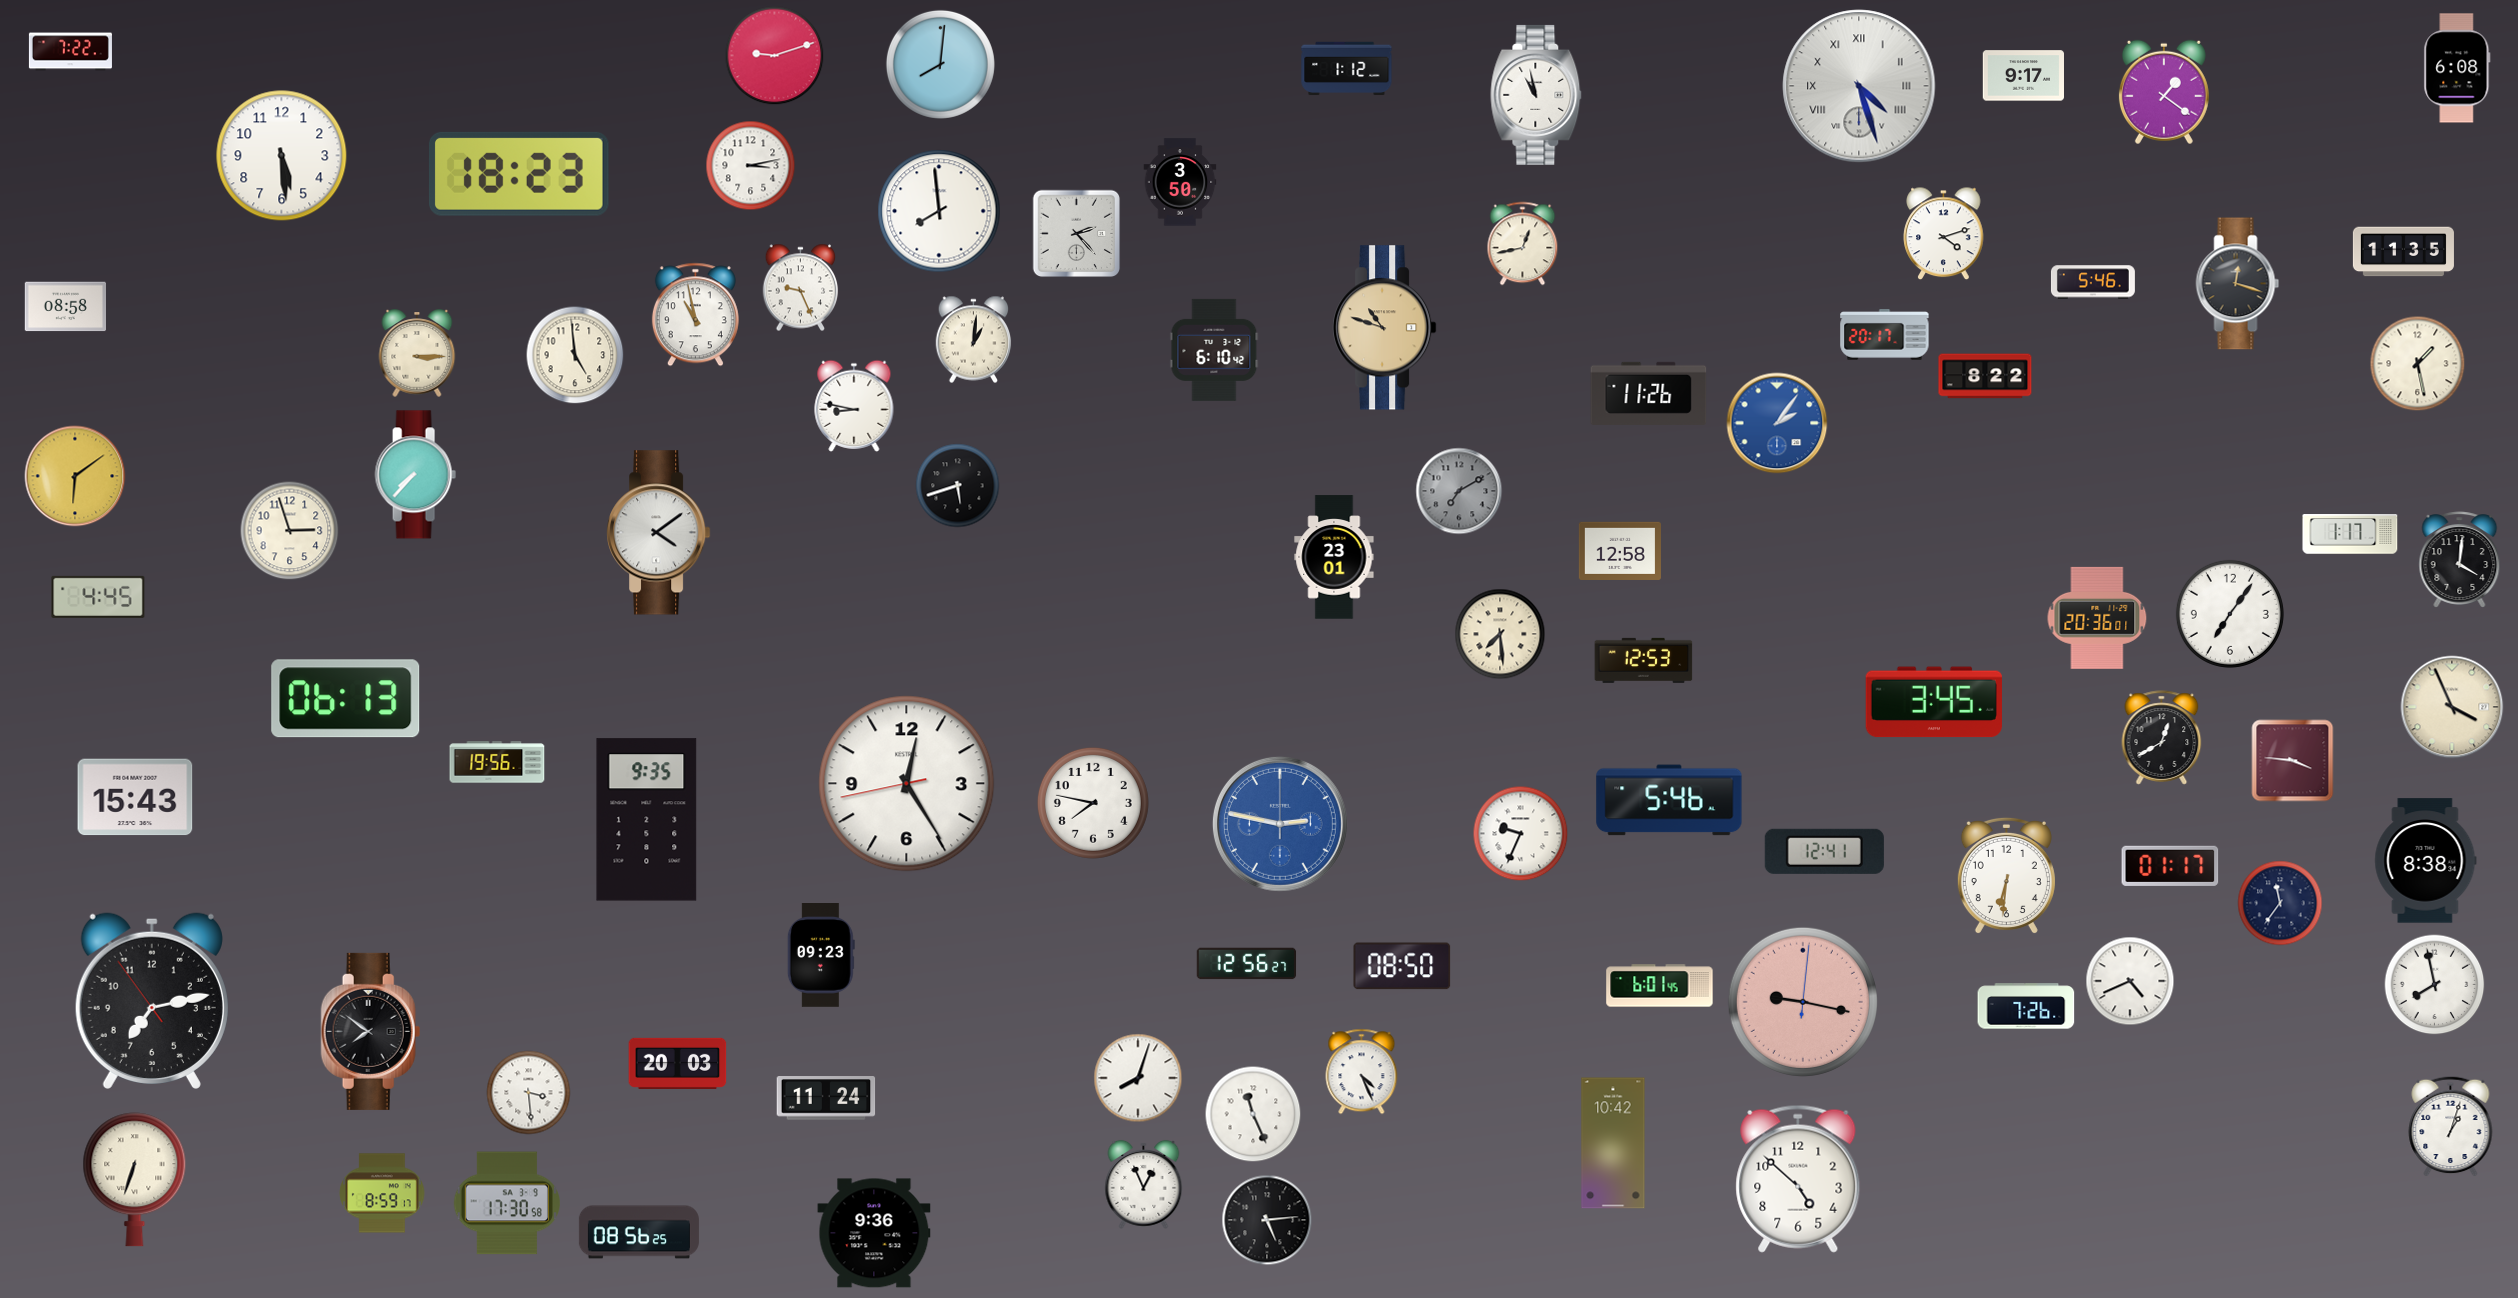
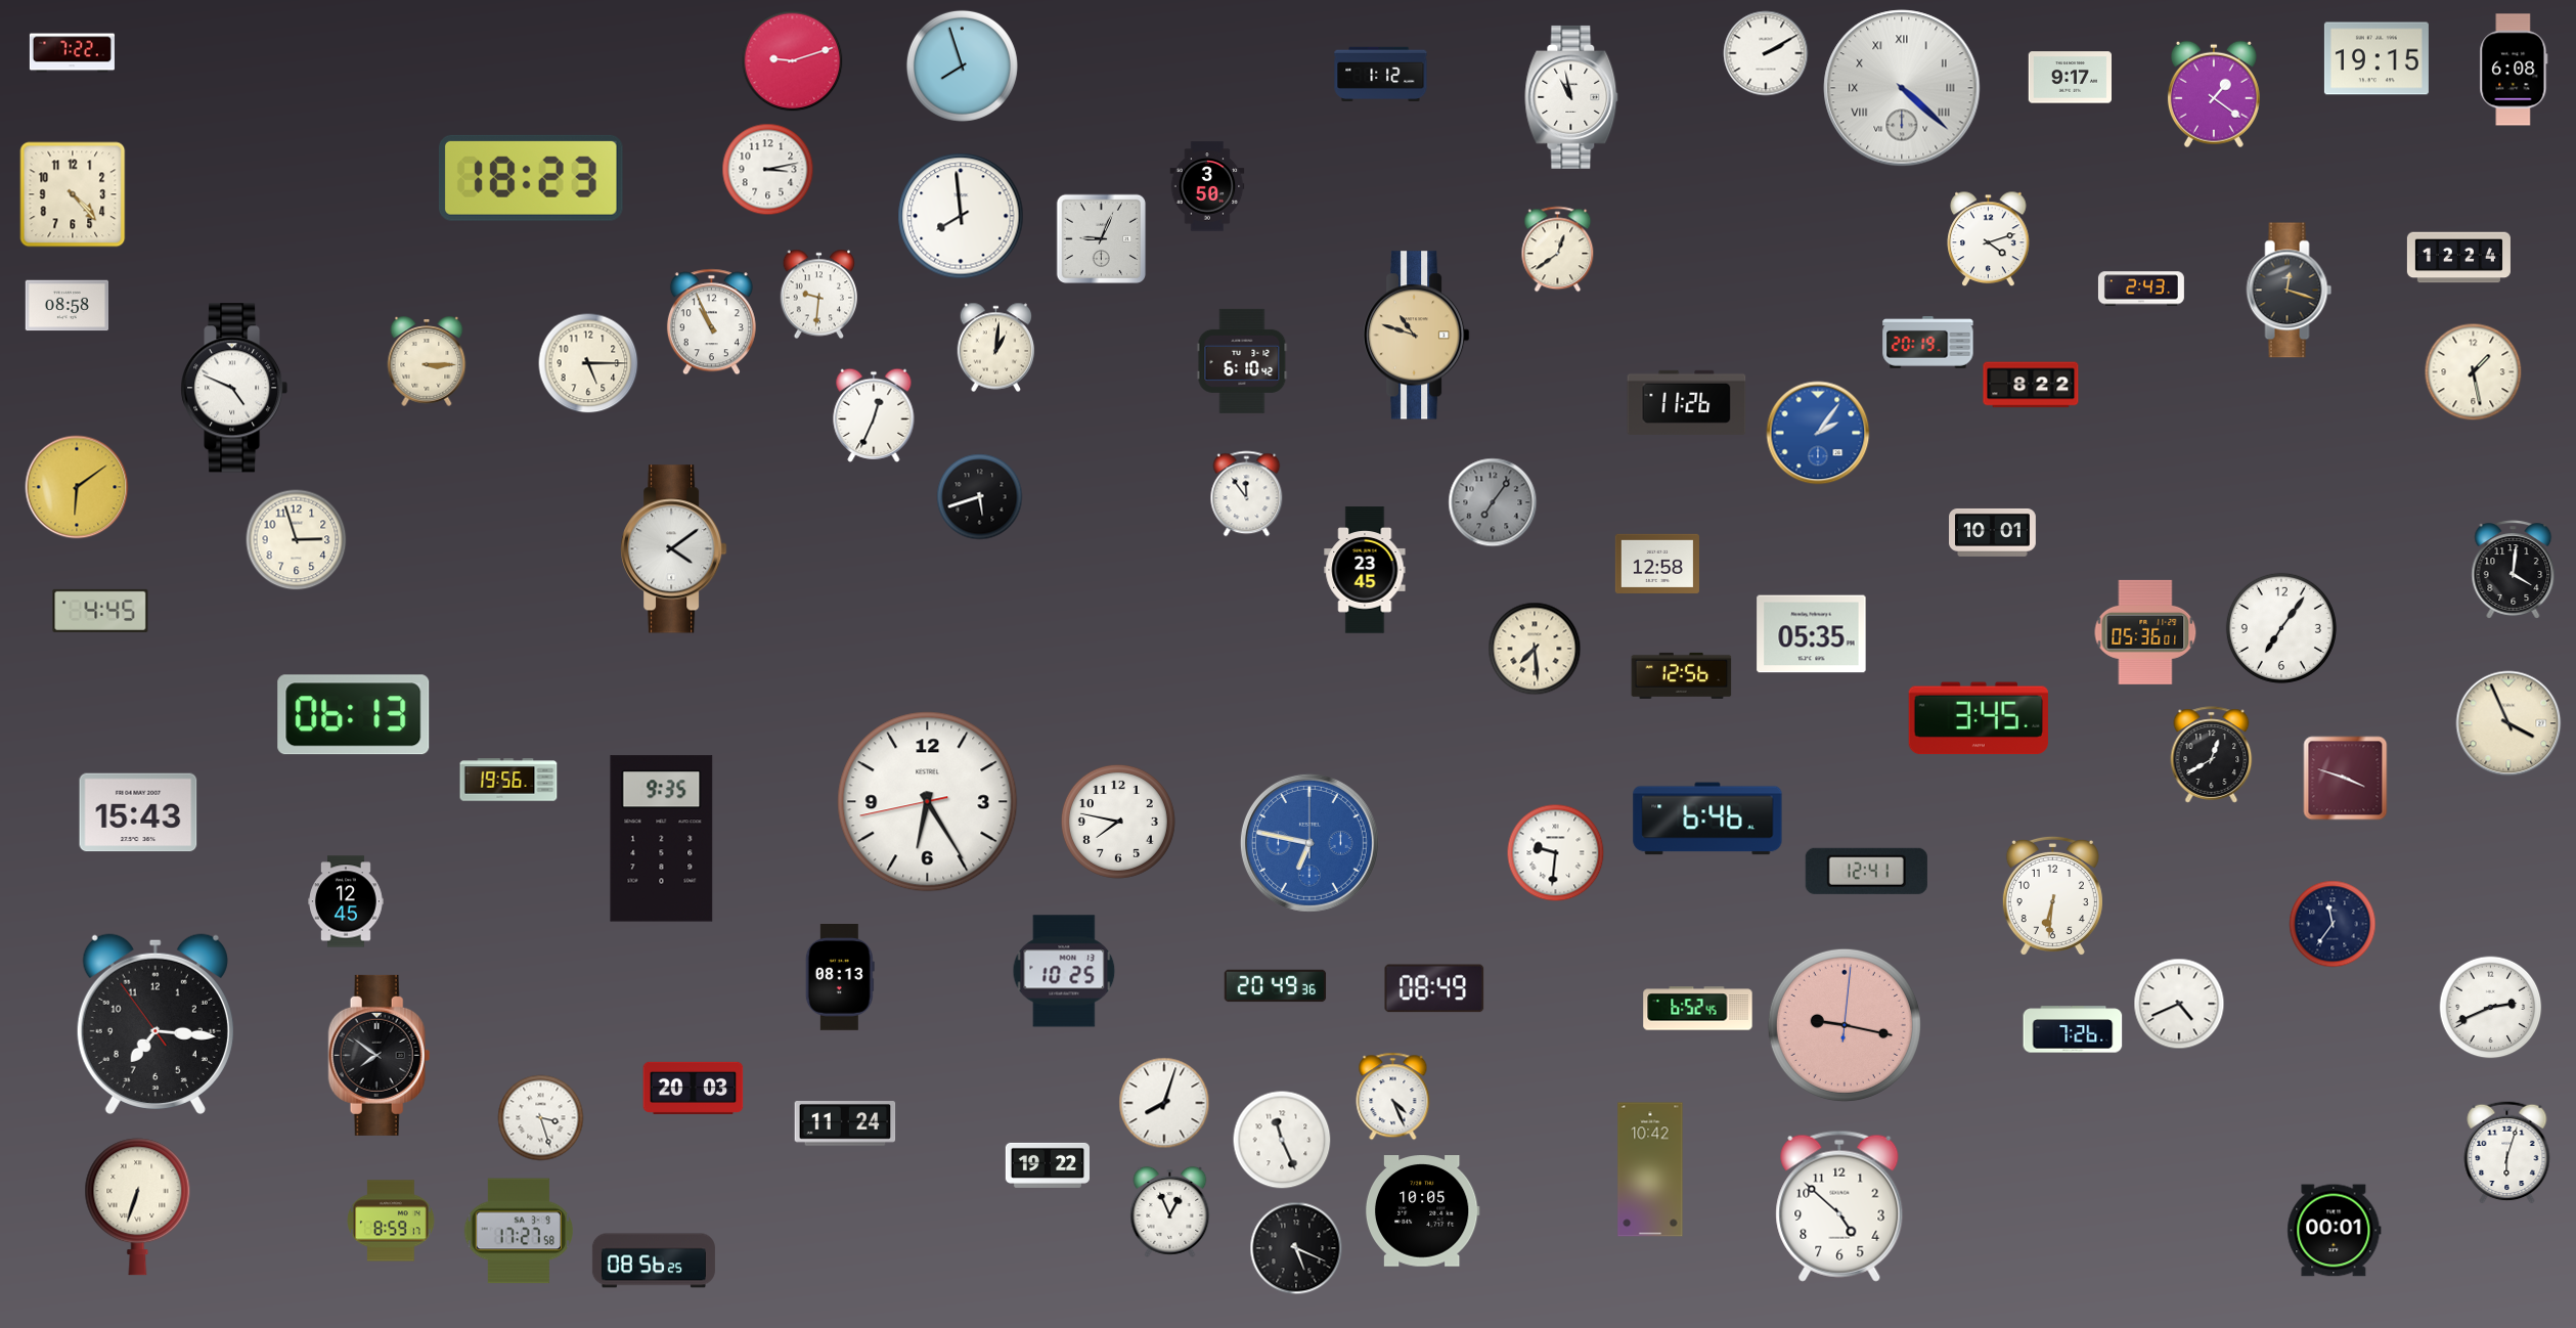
clock at (1766, 53): none -> 2:10
clock at (775, 56) position: (775, 56) -> (793, 61)
clock at (2377, 58): none -> 19:15
clock at (940, 64): 8:01 -> 7:57
clock at (1347, 69) position: (1347, 69) -> (1381, 75)
clock at (1859, 86): 4:27 -> 4:22
clock at (282, 156): 5:29 -> none
clock at (73, 194): none -> 4:23
clock at (1077, 234): 2:23 -> 9:04
clock at (1523, 244): 12:43 -> 12:39
clock at (2403, 252): 11:35 -> 12:24
clock at (2093, 282): 5:46 -> 2:43
clock at (801, 288): 9:26 -> 9:31
clock at (65, 307) position: (65, 307) -> (66, 306)
clock at (695, 315): 10:58 -> 10:56
clock at (1885, 335): 20:17 -> 20:19
clock at (1214, 350) position: (1214, 350) -> (1242, 361)
clock at (575, 355): 4:59 -> 5:15
clock at (234, 388): none -> 4:49
clock at (854, 406): 8:47 -> 12:34
clock at (415, 475): 7:37 -> none
clock at (1247, 494): none -> 11:54
clock at (1459, 491): 7:10 -> 7:06
clock at (1993, 532): none -> 10:01
clock at (290, 531) position: (290, 531) -> (297, 540)
clock at (659, 533) position: (659, 533) -> (674, 549)
clock at (2350, 534): 1:17 -> none
clock at (1334, 557): 23:01 -> 23:45
clock at (2460, 560) position: (2460, 560) -> (2514, 570)
clock at (2097, 618): 20:36 -> 05:36
clock at (1812, 634): none -> 05:35
clock at (1644, 660): 12:53 -> 12:56
clock at (2293, 761): 3:46 -> 3:48
clock at (907, 784): 12:24 -> 6:24
clock at (135, 797) position: (135, 797) -> (138, 812)
clock at (1669, 800): 5:46 -> 6:46
clock at (1280, 824): 2:47 -> 6:47
clock at (1521, 834): 9:34 -> 9:31
clock at (2426, 861): 8:38 -> none
clock at (2170, 866): 01:17 -> none
clock at (347, 901): none -> 12:45
clock at (1064, 971): none -> 10:25
clock at (821, 956): 09:23 -> 08:13
clock at (1247, 964): 12:56 -> 20:49
clock at (1402, 966): 08:50 -> 08:49
clock at (2435, 985): 7:58 -> 2:41
clock at (1660, 986): 6:01 -> 6:52
clock at (152, 1001): 7:12 -> 7:15
clock at (529, 1093): 3:29 -> 3:27
clock at (2451, 1126): 1:03 -> 6:03
clock at (1048, 1165): none -> 19:22
clock at (1422, 1211): none -> 10:05
clock at (507, 1203): 17:30 -> 17:27
clock at (2335, 1231): none -> 00:01
clock at (1267, 1220): 5:14 -> 5:19
clock at (874, 1233): 9:36 -> none
